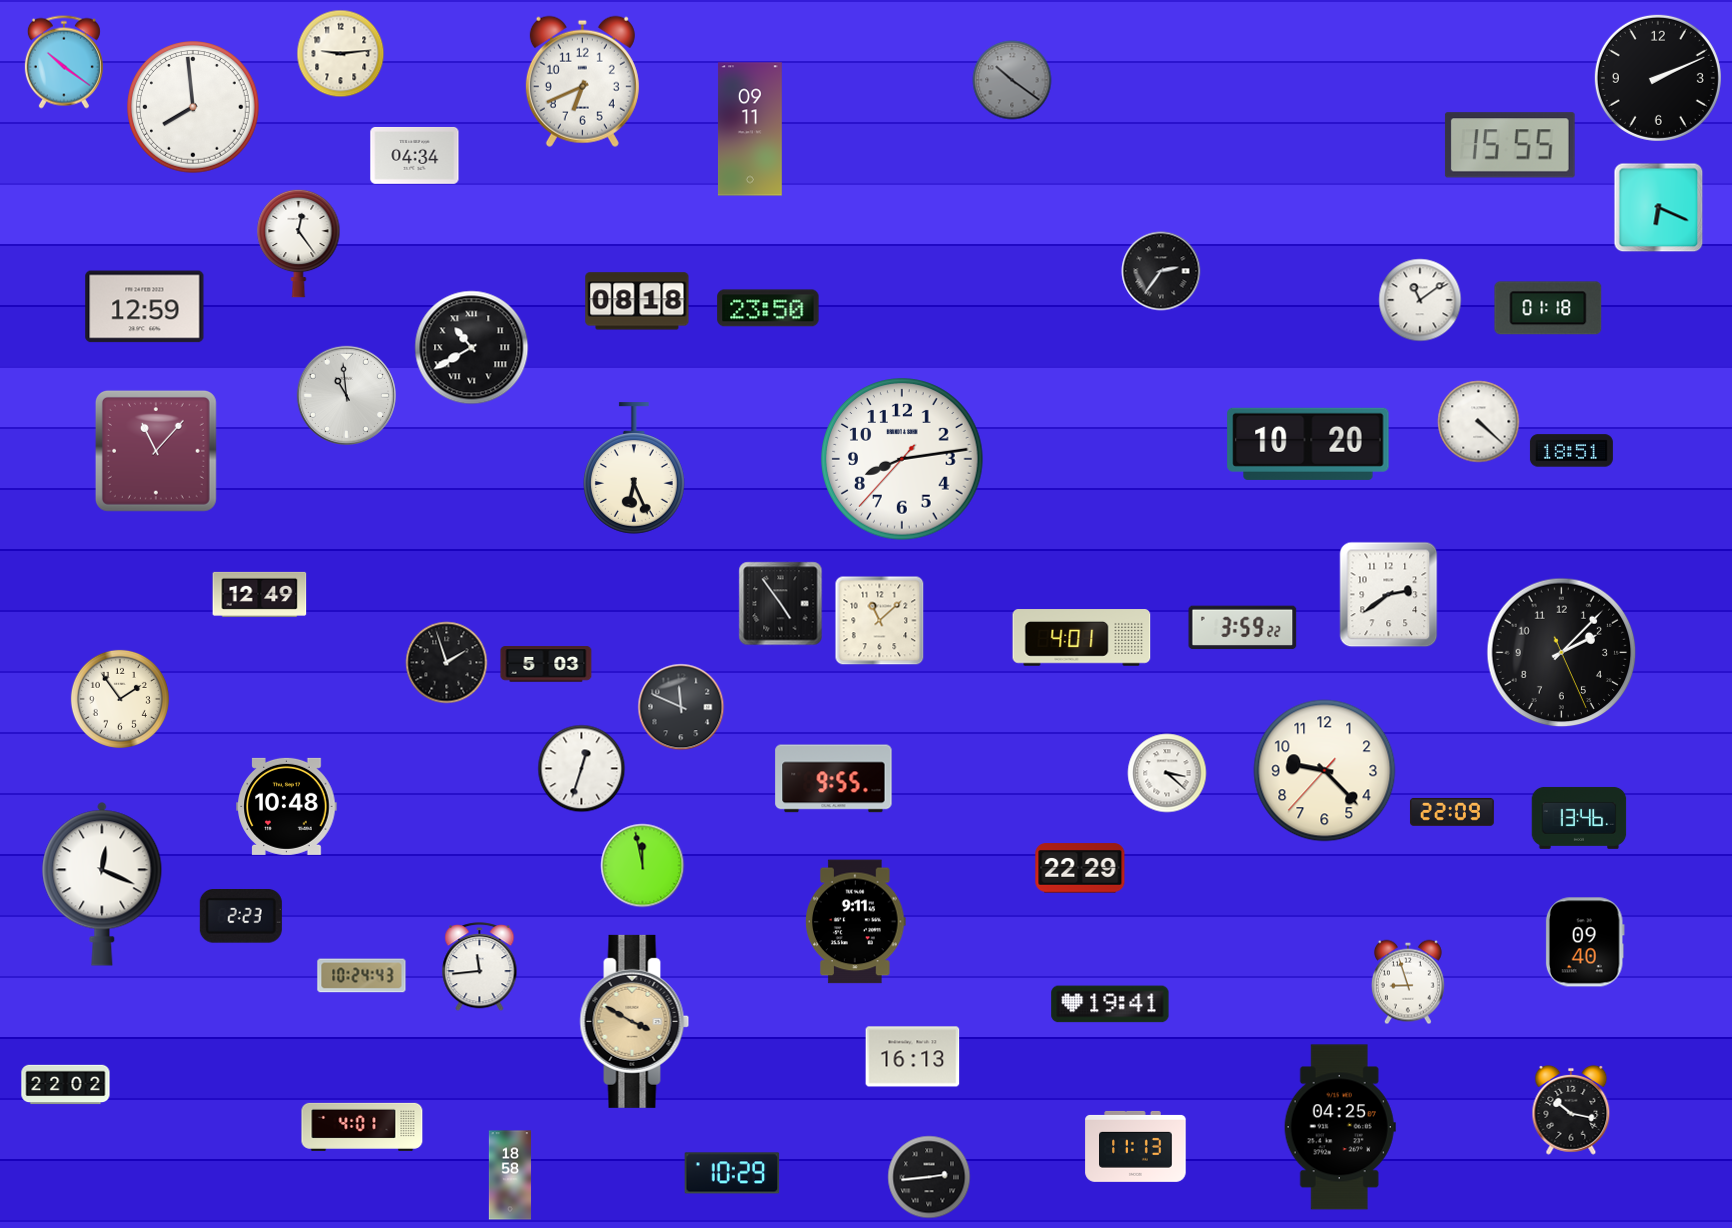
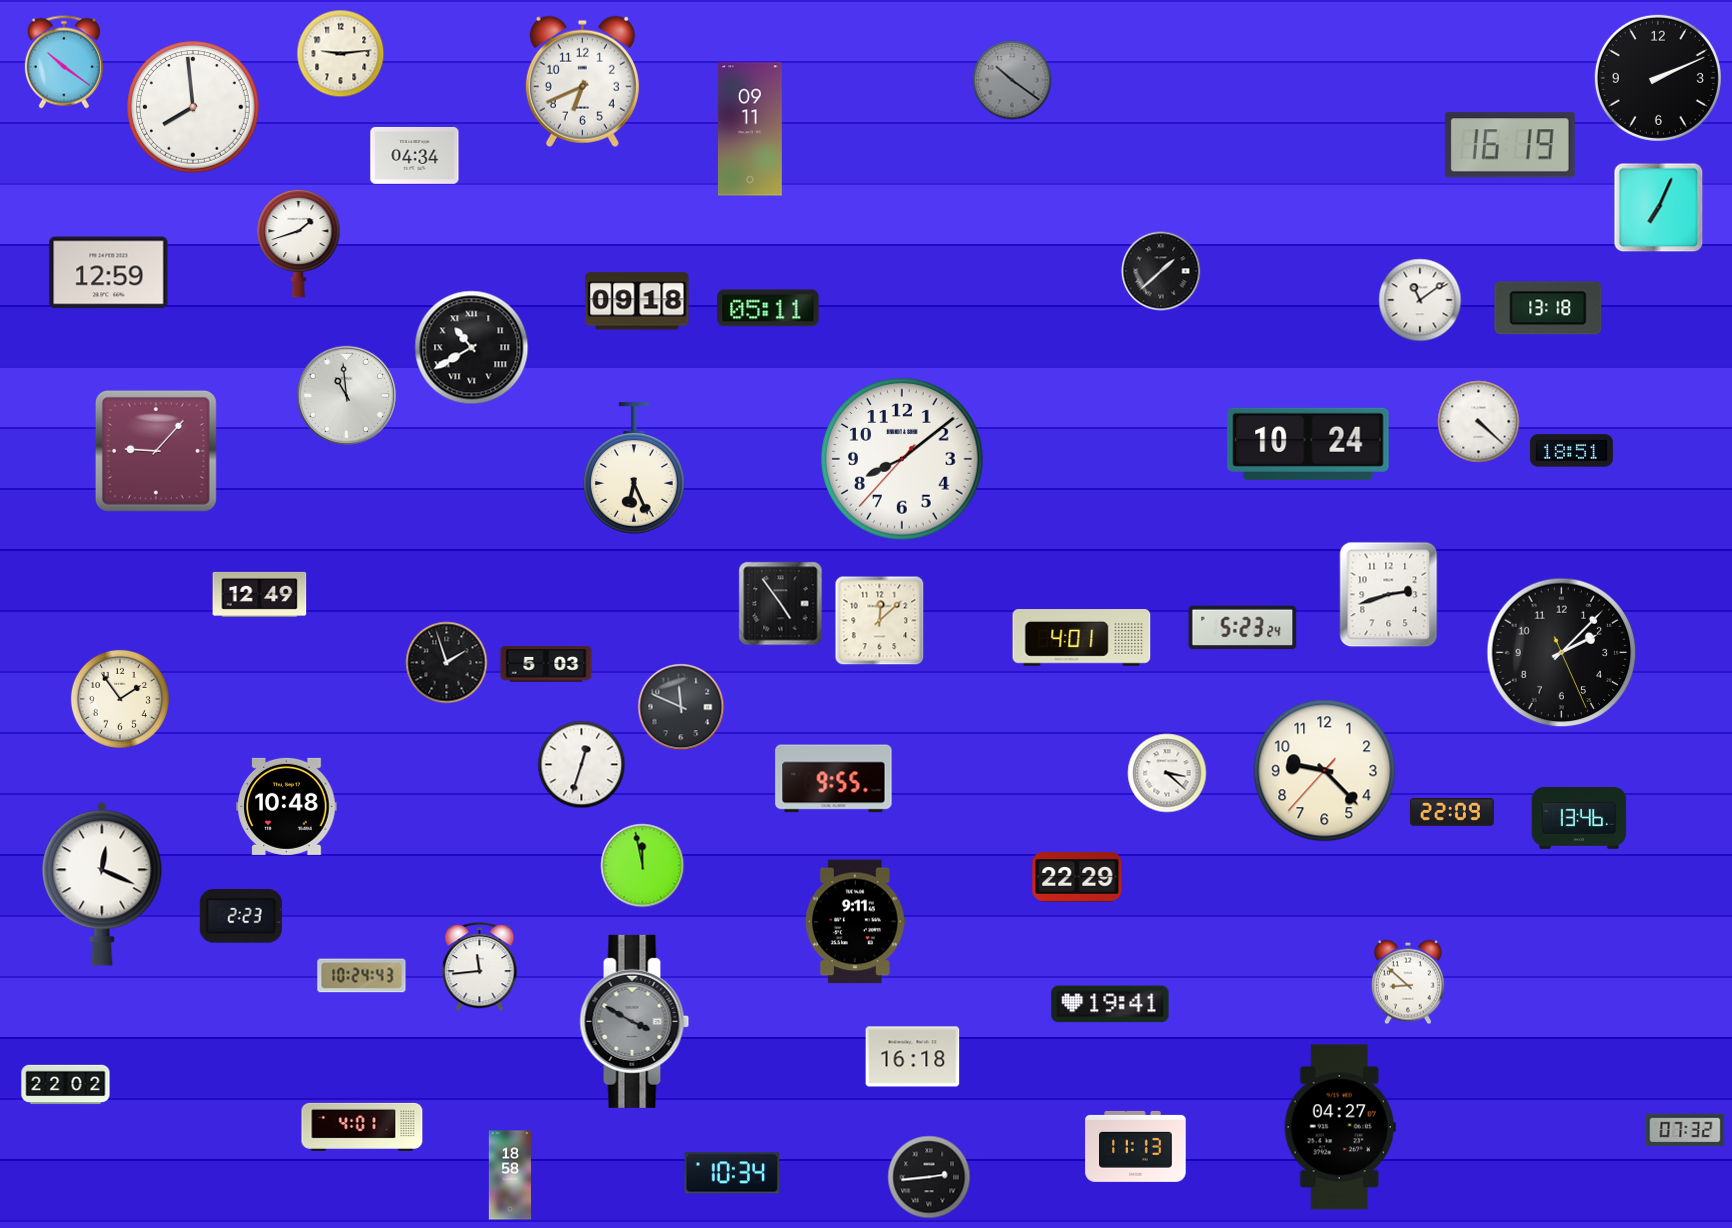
clock at (1510, 145): 15:55 -> 16:19
clock at (1659, 208): 6:19 -> 7:04
clock at (299, 243): 12:24 -> 1:42
clock at (1161, 271): 2:36 -> 1:38
clock at (637, 301): 08:18 -> 09:18
clock at (145, 307) position: (145, 307) -> (109, 273)
clock at (768, 308): 23:50 -> 05:11
clock at (1548, 308): 01:18 -> 13:18
clock at (1308, 444): 10:20 -> 10:24
clock at (156, 451): 11:07 -> 9:07
clock at (902, 459): 8:13 -> 8:08
clock at (1389, 595): 2:39 -> 2:42
clock at (880, 621): 11:08 -> 12:08
clock at (1243, 628): 3:59 -> 5:23
clock at (582, 769) position: (582, 769) -> (582, 765)
clock at (1080, 868) position: (1080, 868) -> (1077, 877)
clock at (1585, 942): 09:40 -> none
clock at (1408, 982): 8:57 -> 8:52
clock at (635, 1021) dial: champagne -> grey
clock at (913, 1057): 16:13 -> 16:18
clock at (1571, 1110): 10:17 -> none
clock at (1340, 1127): 04:25 -> 04:27
clock at (1685, 1130): none -> 07:32
clock at (732, 1173): 10:29 -> 10:34
